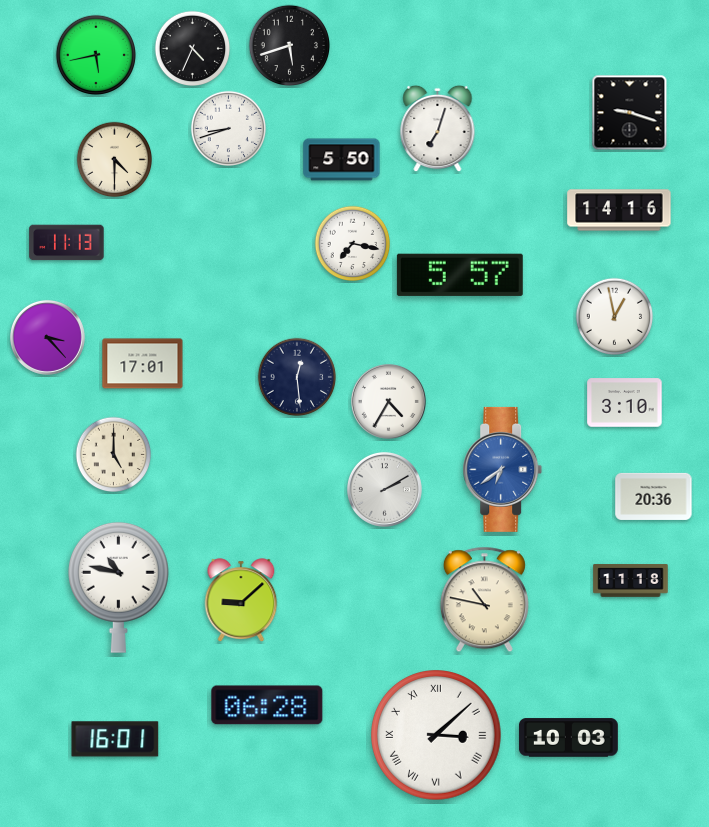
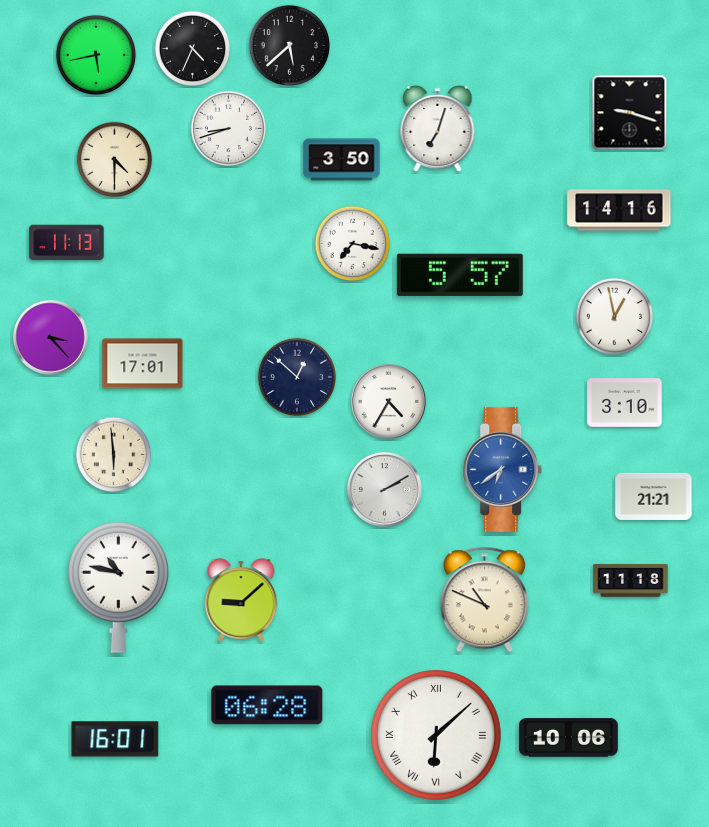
clock at (289, 45): 5:42 -> 5:38
clock at (342, 160): 5:50 -> 3:50
clock at (47, 337) position: (47, 337) -> (50, 337)
clock at (297, 377): 12:29 -> 12:52
clock at (114, 455): 5:00 -> 5:59
clock at (654, 496): 20:36 -> 21:21
clock at (484, 600): 10:47 -> 10:49
clock at (437, 736): 3:08 -> 6:08
clock at (568, 738): 10:03 -> 10:06
